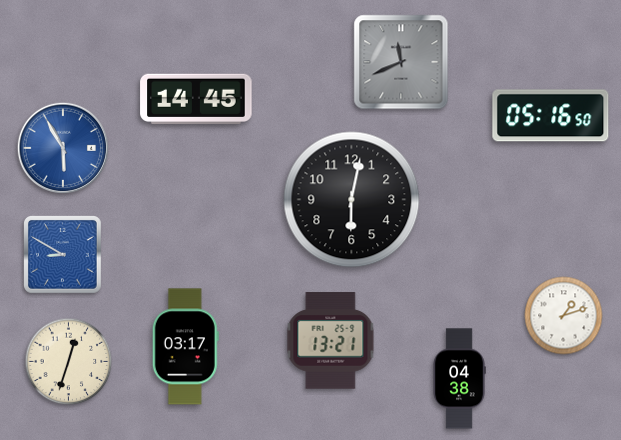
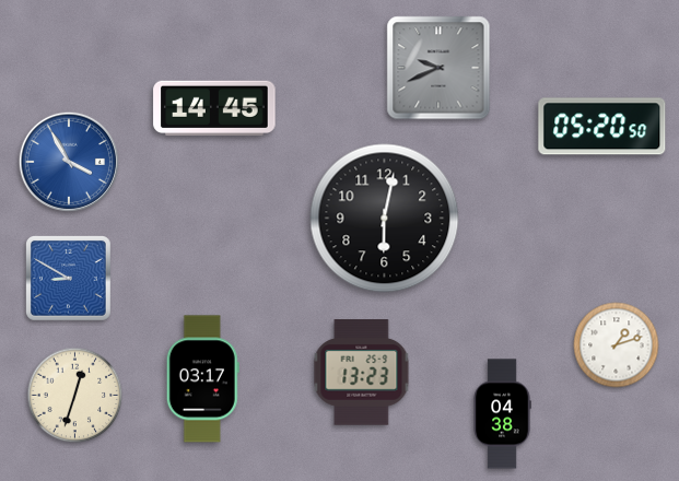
clock at (401, 62): 11:41 -> 9:41
clock at (551, 116): 05:16 -> 05:20
clock at (62, 147): 5:55 -> 3:55
clock at (331, 341): 13:21 -> 13:23
